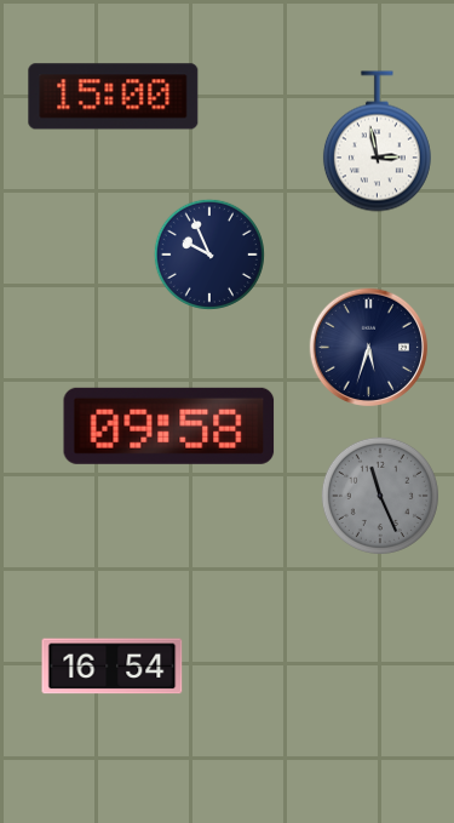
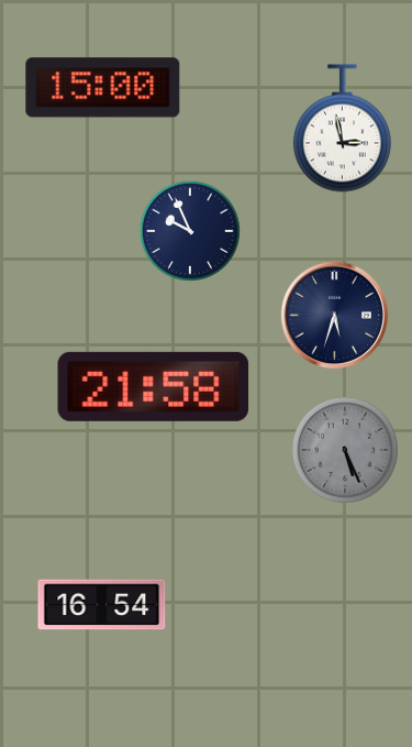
clock at (169, 425): 09:58 -> 21:58
clock at (380, 496): 11:26 -> 5:26
